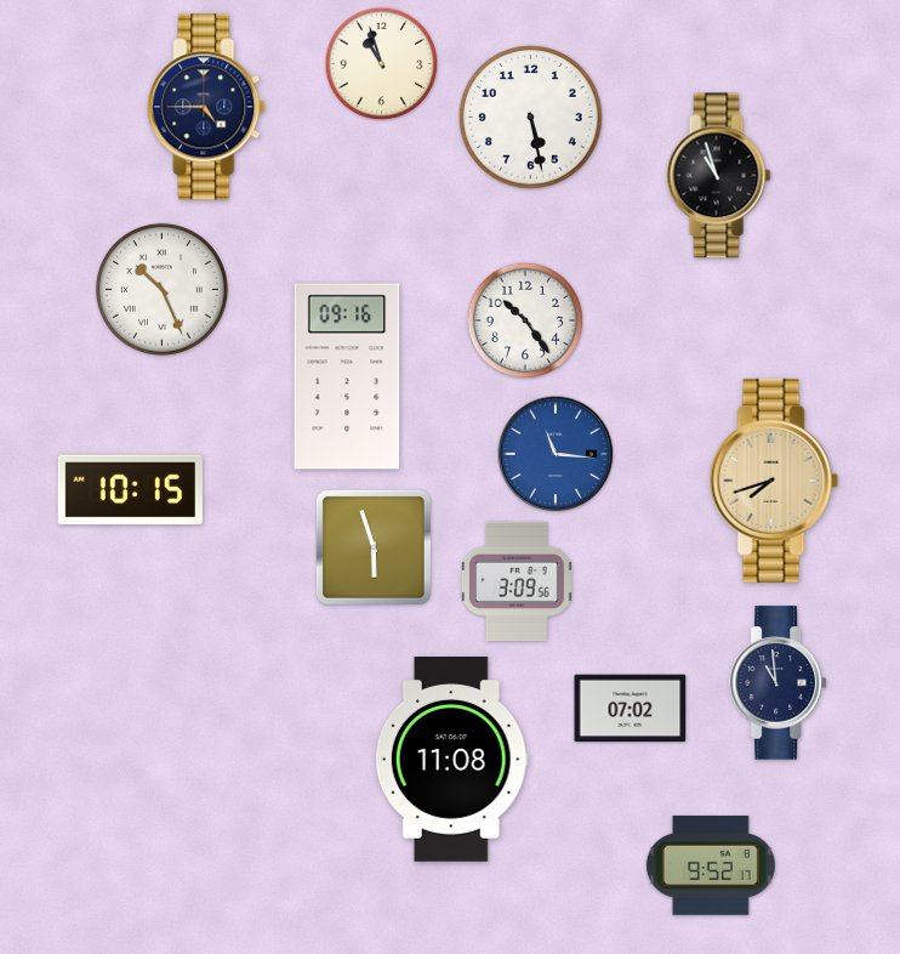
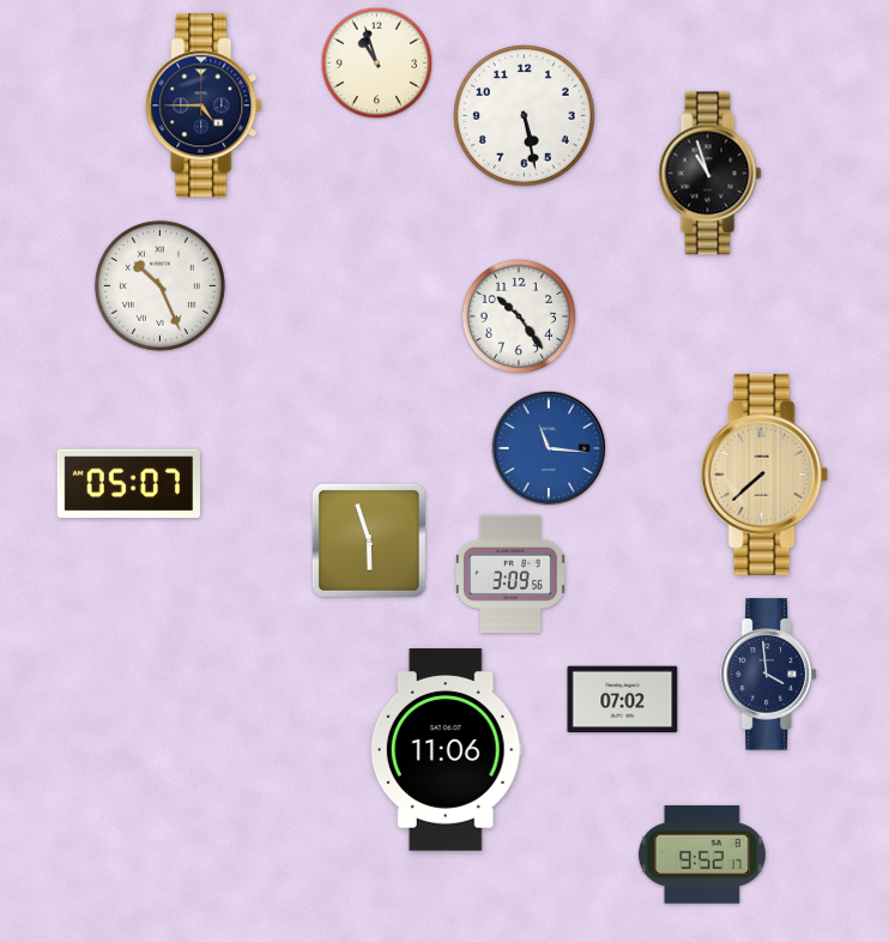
clock at (347, 376): 09:16 -> none
clock at (774, 481): 7:42 -> 7:38
clock at (130, 490): 10:15 -> 05:07
clock at (777, 683): 10:59 -> 3:59
clock at (451, 760): 11:08 -> 11:06
